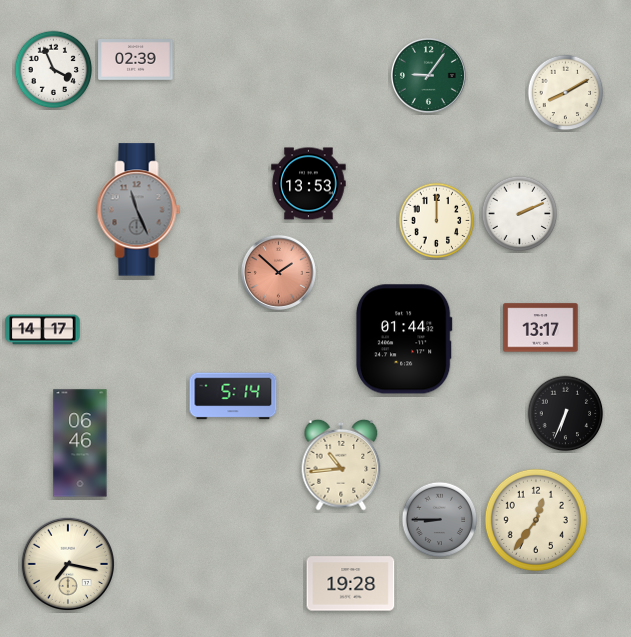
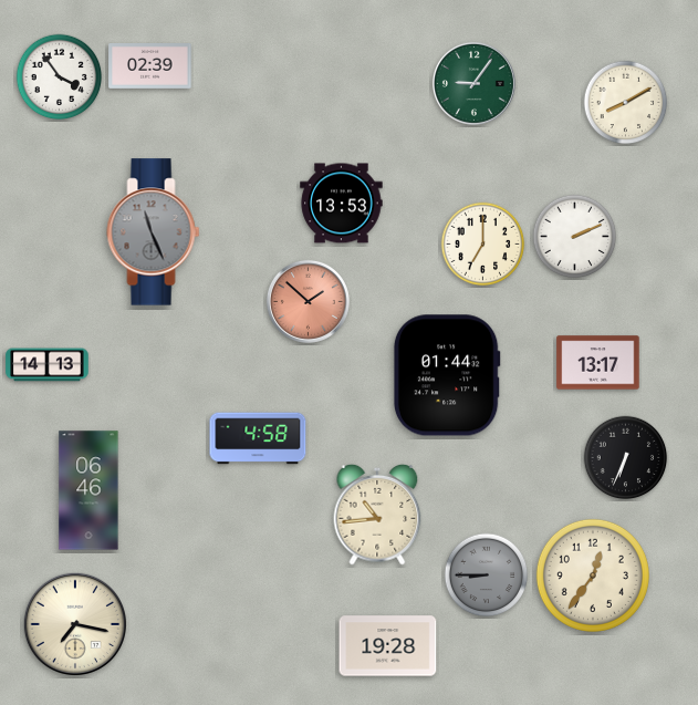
clock at (54, 70): 3:56 -> 3:54
clock at (437, 221): 12:00 -> 7:00
clock at (43, 330): 14:17 -> 14:13
clock at (233, 396): 5:14 -> 4:58
